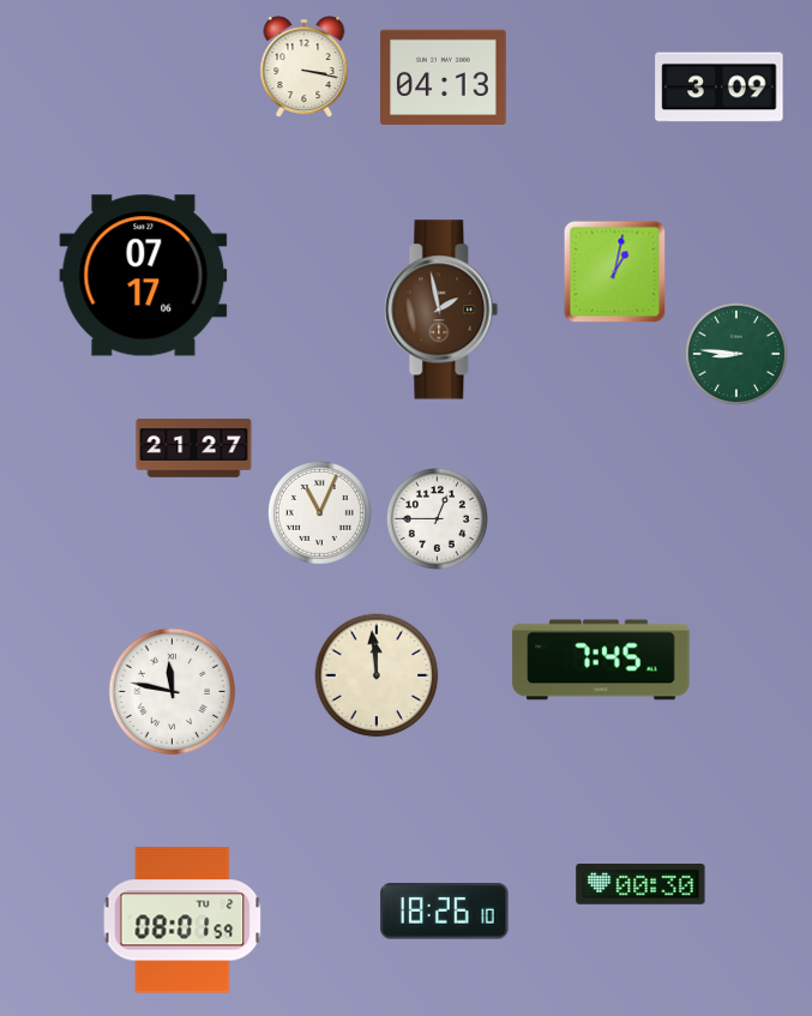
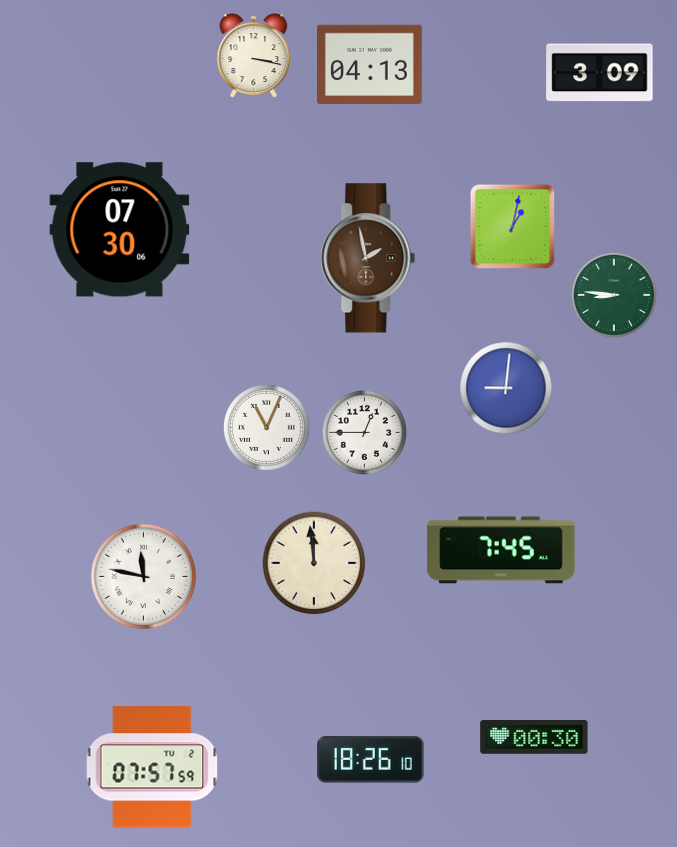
clock at (144, 276): 07:17 -> 07:30
clock at (194, 449): 21:27 -> none
clock at (506, 388): none -> 9:01
clock at (182, 920): 08:01 -> 07:57
